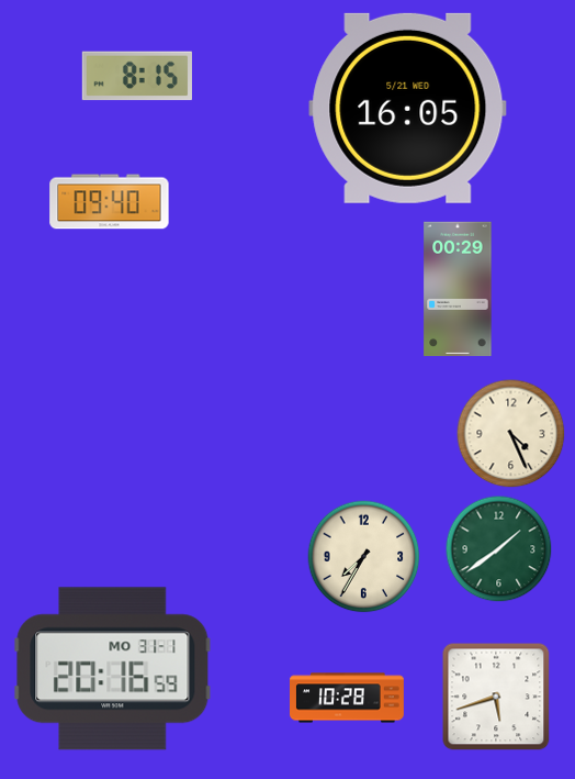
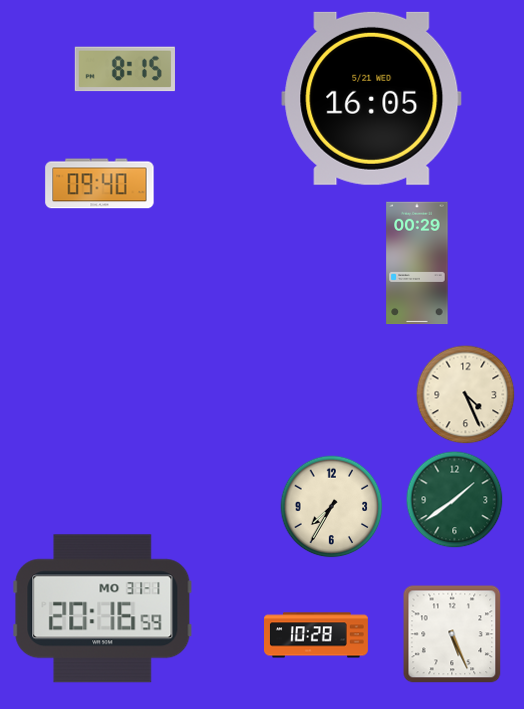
clock at (496, 697): 5:42 -> 5:26
